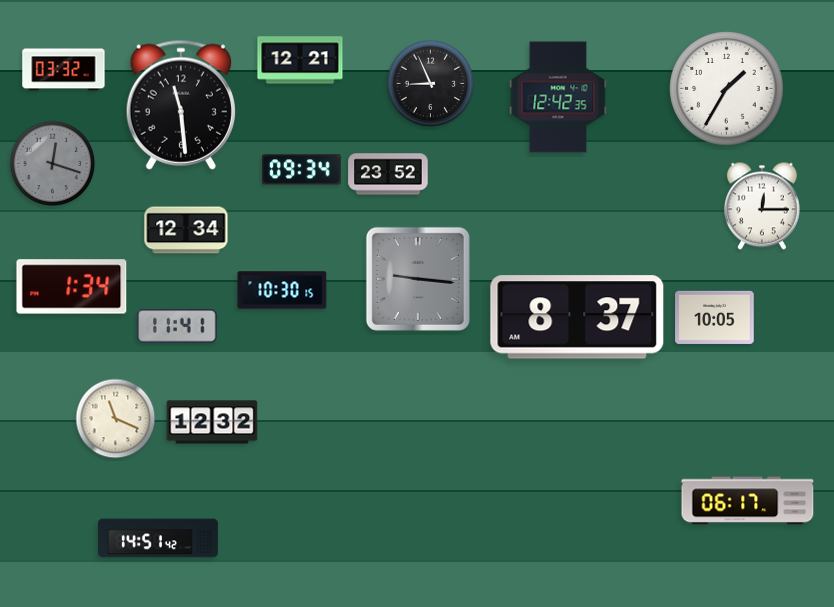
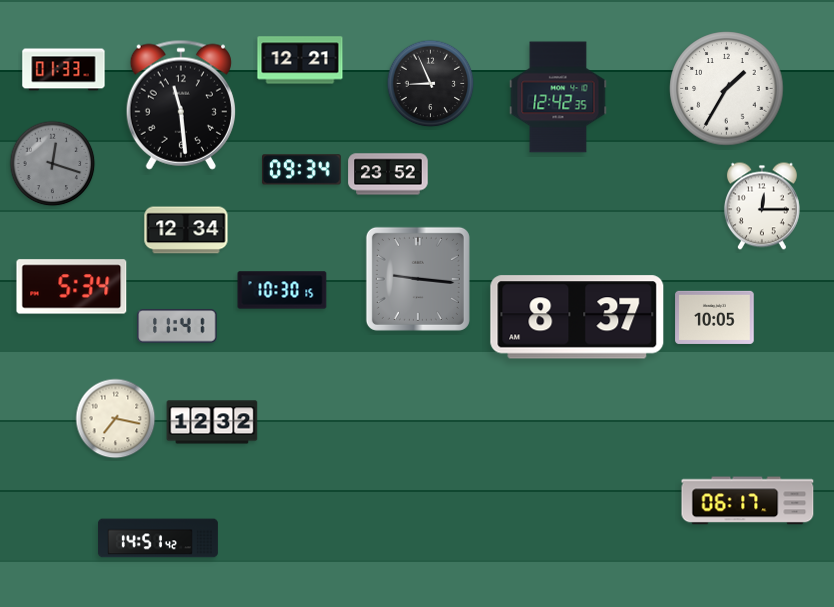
clock at (64, 70): 03:32 -> 01:33
clock at (72, 287): 1:34 -> 5:34
clock at (116, 419): 11:19 -> 7:17
